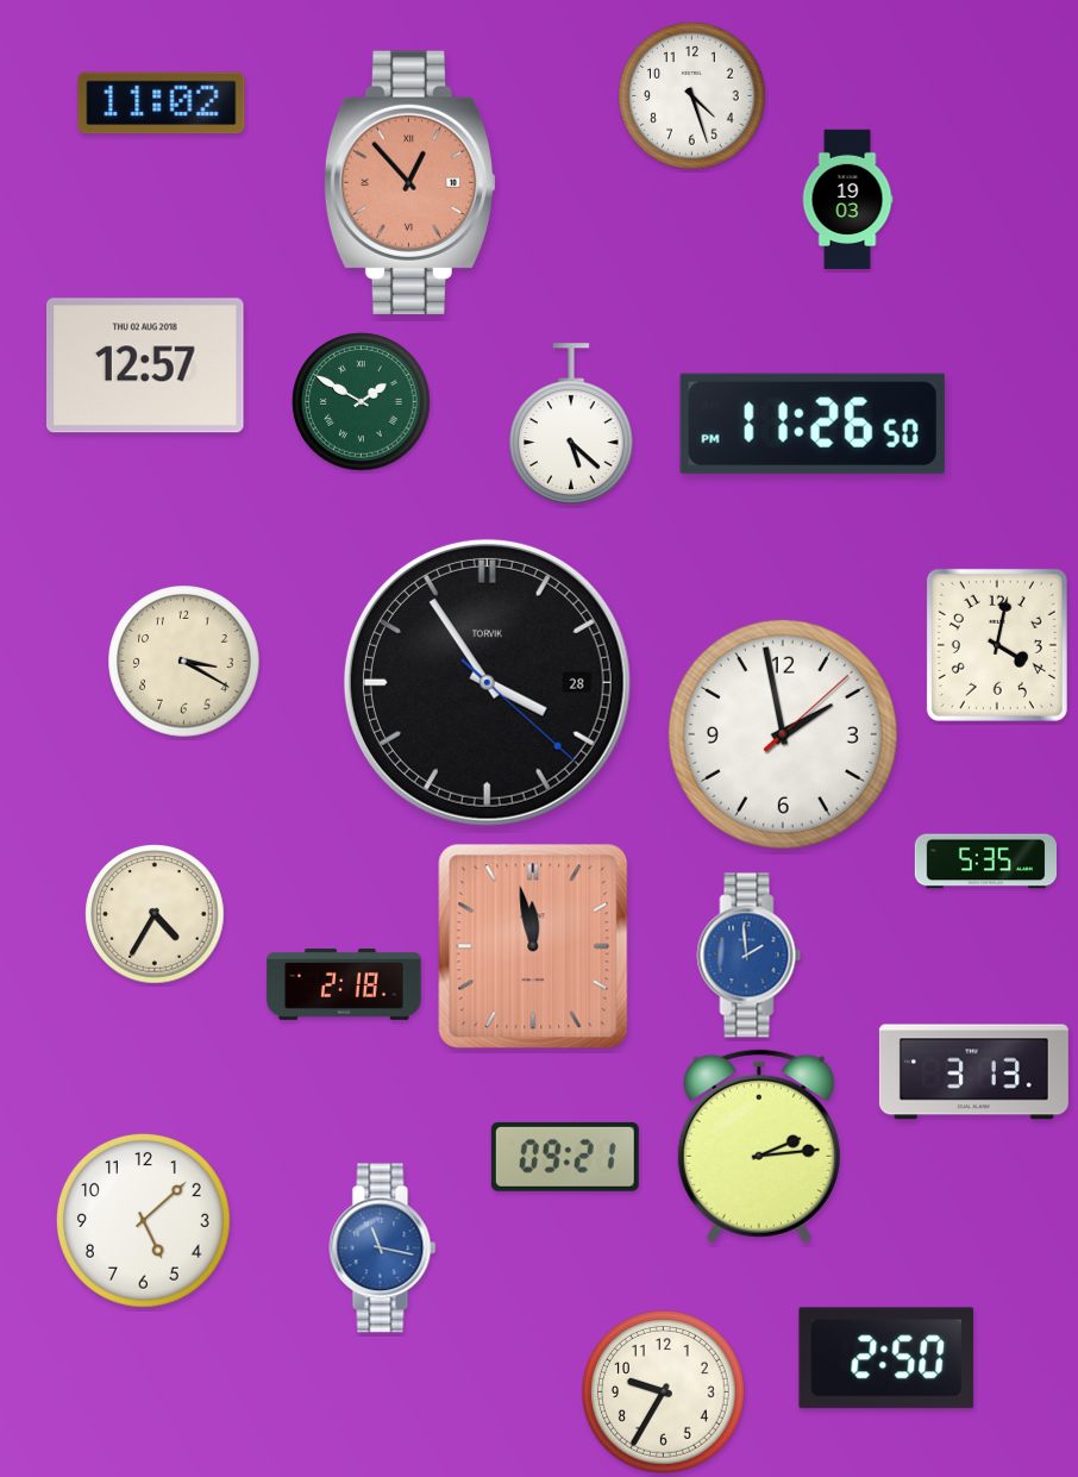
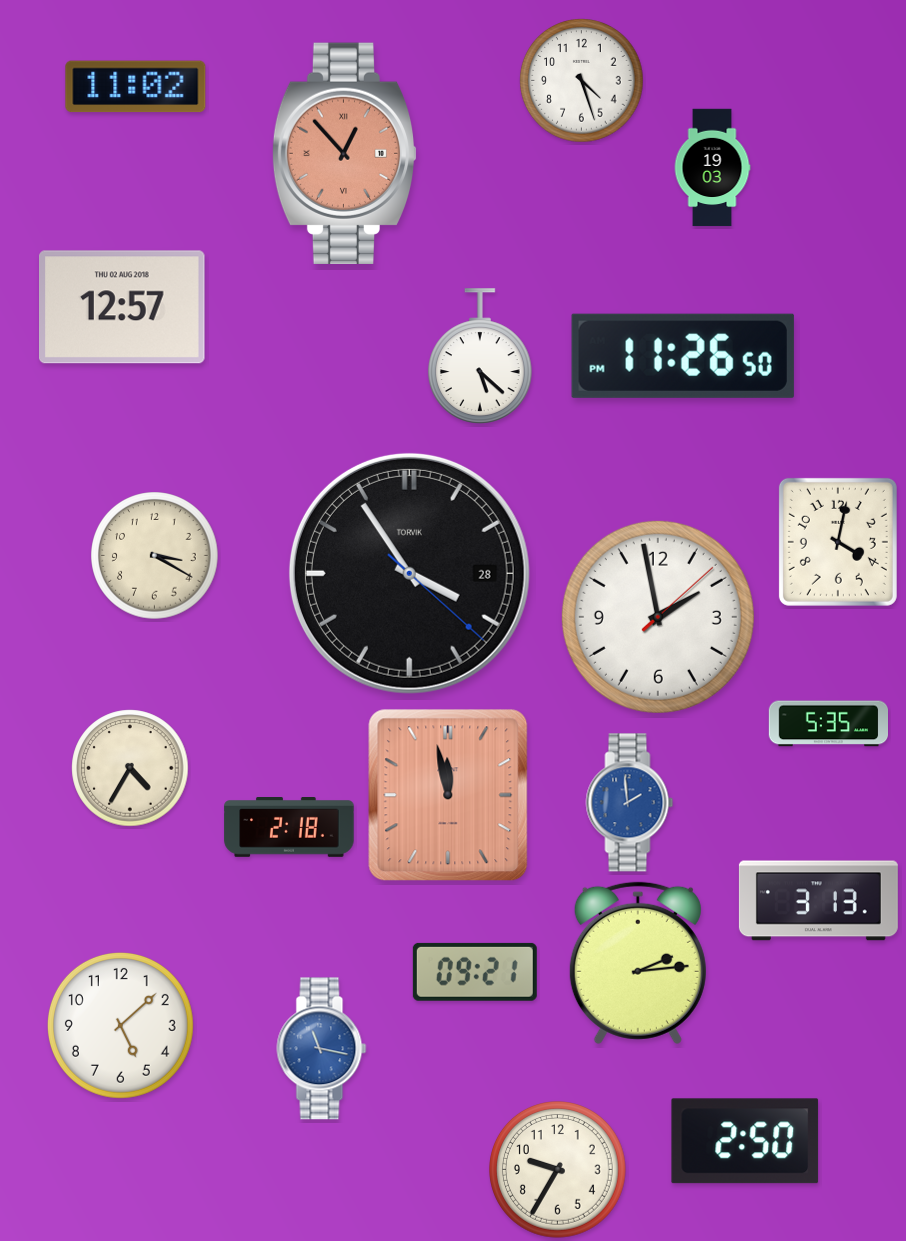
clock at (362, 402): 1:50 -> none
